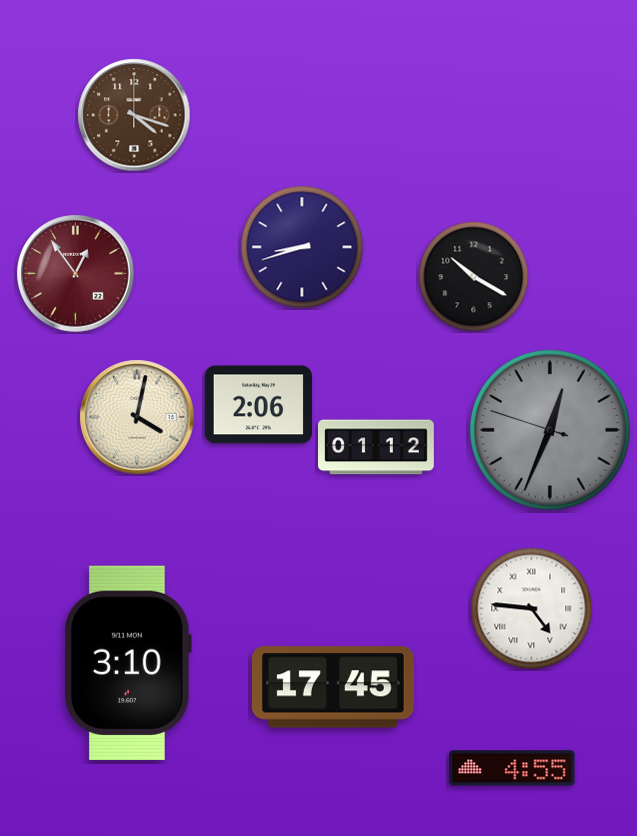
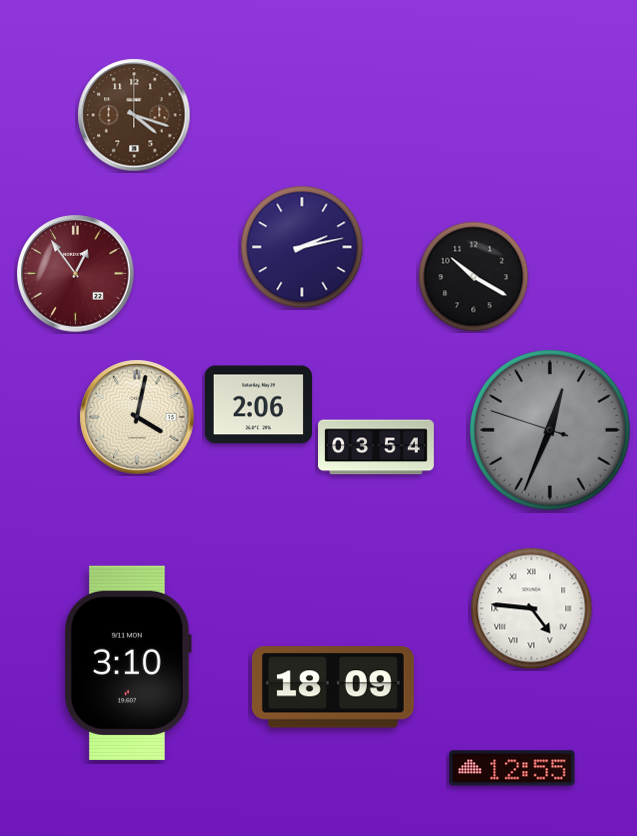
clock at (302, 247): 8:42 -> 2:13
clock at (377, 447): 01:12 -> 03:54
clock at (333, 687): 17:45 -> 18:09
clock at (512, 768): 4:55 -> 12:55
